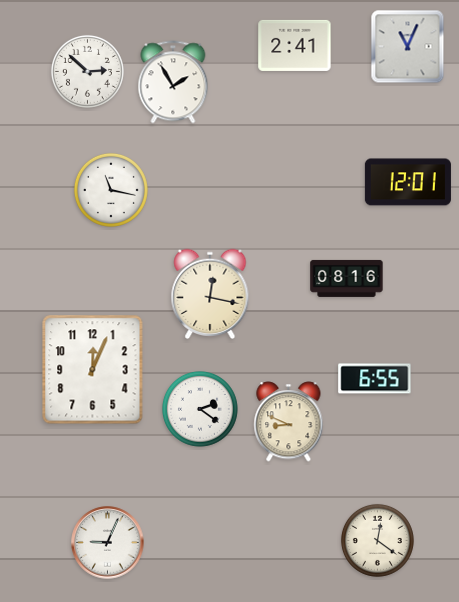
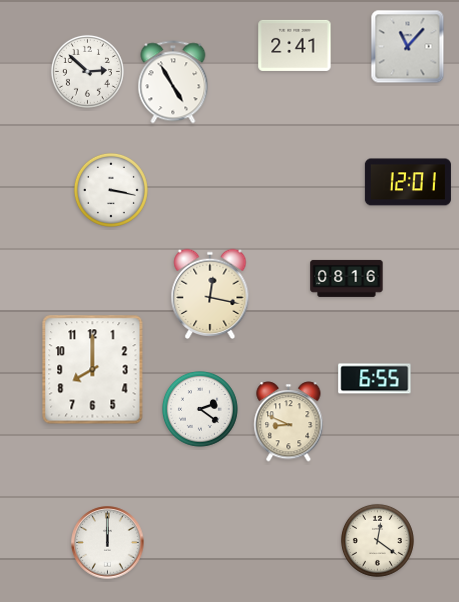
clock at (408, 47): 11:04 -> 11:07
clock at (173, 82): 1:55 -> 4:55
clock at (111, 190): 11:17 -> 3:17
clock at (93, 370): 12:04 -> 8:00
clock at (108, 543): 9:04 -> 12:00
